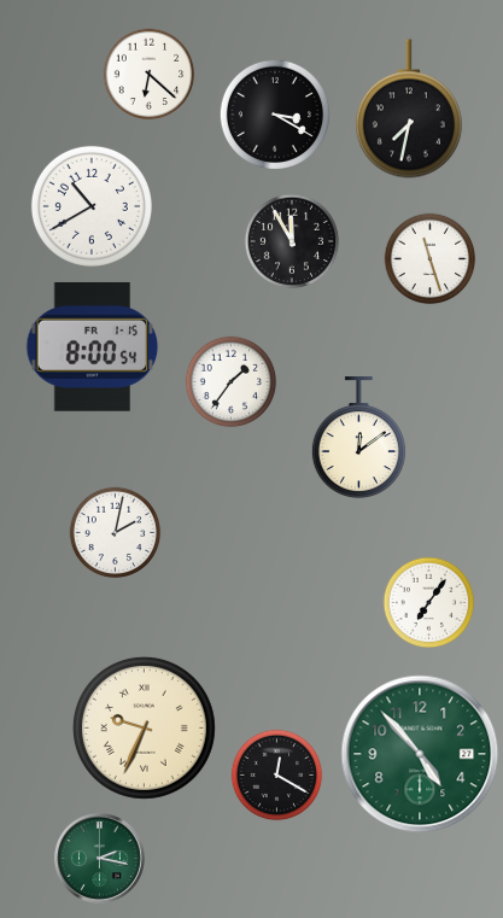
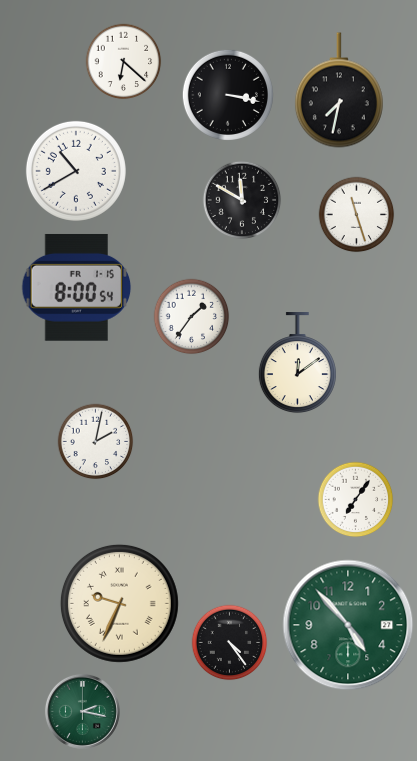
clock at (275, 115): 3:20 -> 3:17
clock at (292, 241): 11:55 -> 11:50
clock at (277, 776): 12:20 -> 4:24
